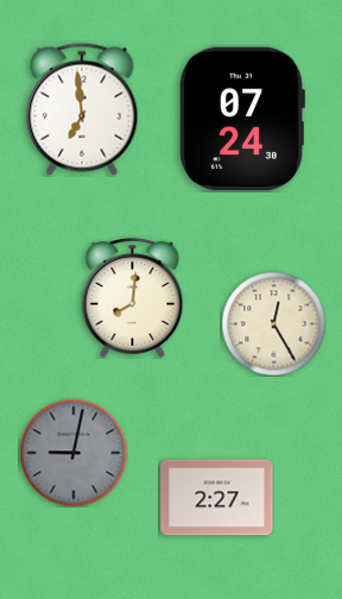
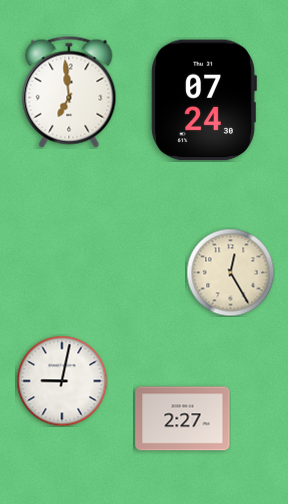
clock at (133, 298): 8:01 -> none
clock at (74, 453) dial: grey -> white
